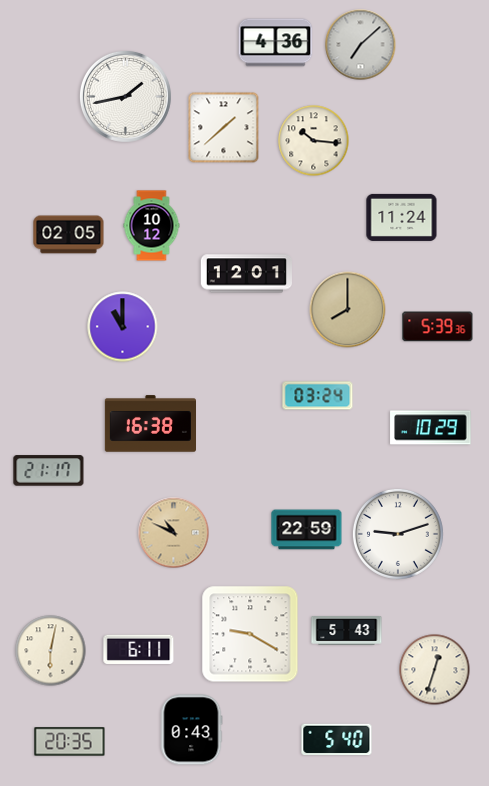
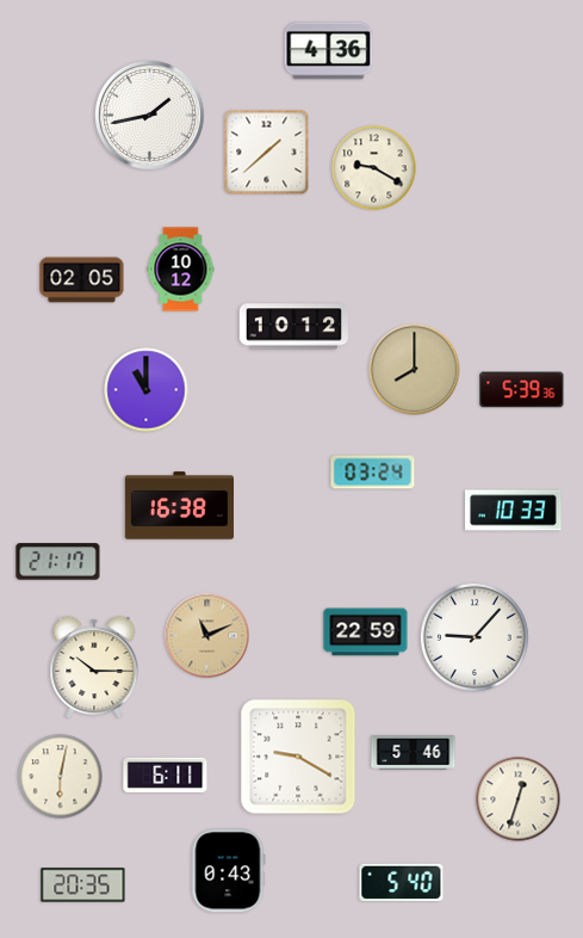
clock at (361, 45): 7:08 -> none
clock at (314, 141): 10:16 -> 9:20
clock at (402, 217): 11:24 -> none
clock at (246, 274): 12:01 -> 10:12
clock at (318, 396) position: (318, 396) -> (373, 473)
clock at (431, 428): 10:29 -> 10:33
clock at (174, 533): 10:49 -> 11:11
clock at (398, 534): 9:12 -> 9:07
clock at (94, 667): none -> 10:15
clock at (347, 631): 5:43 -> 5:46
